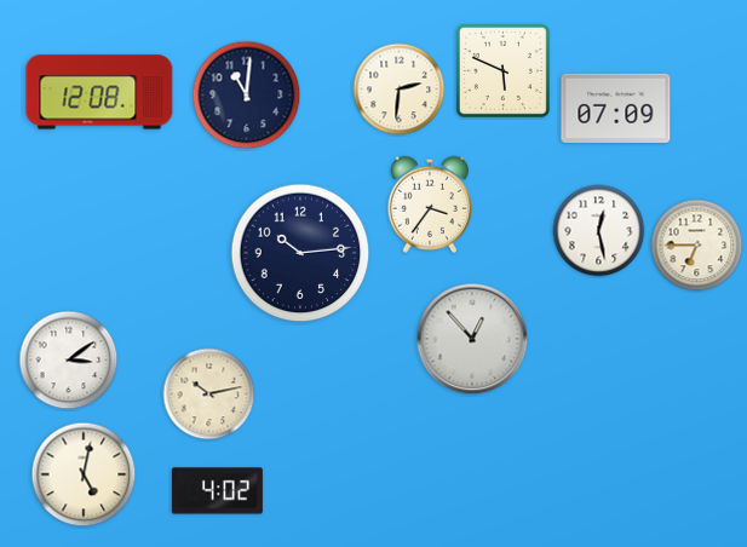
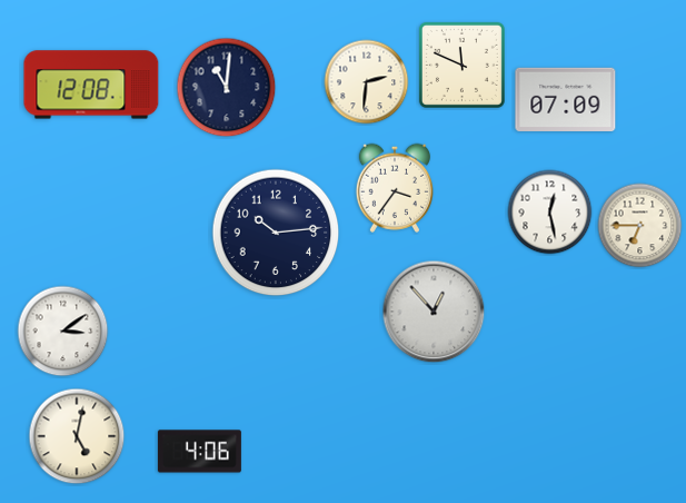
clock at (502, 70): 5:49 -> 11:49
clock at (209, 395): 10:13 -> none
clock at (217, 491): 4:02 -> 4:06
